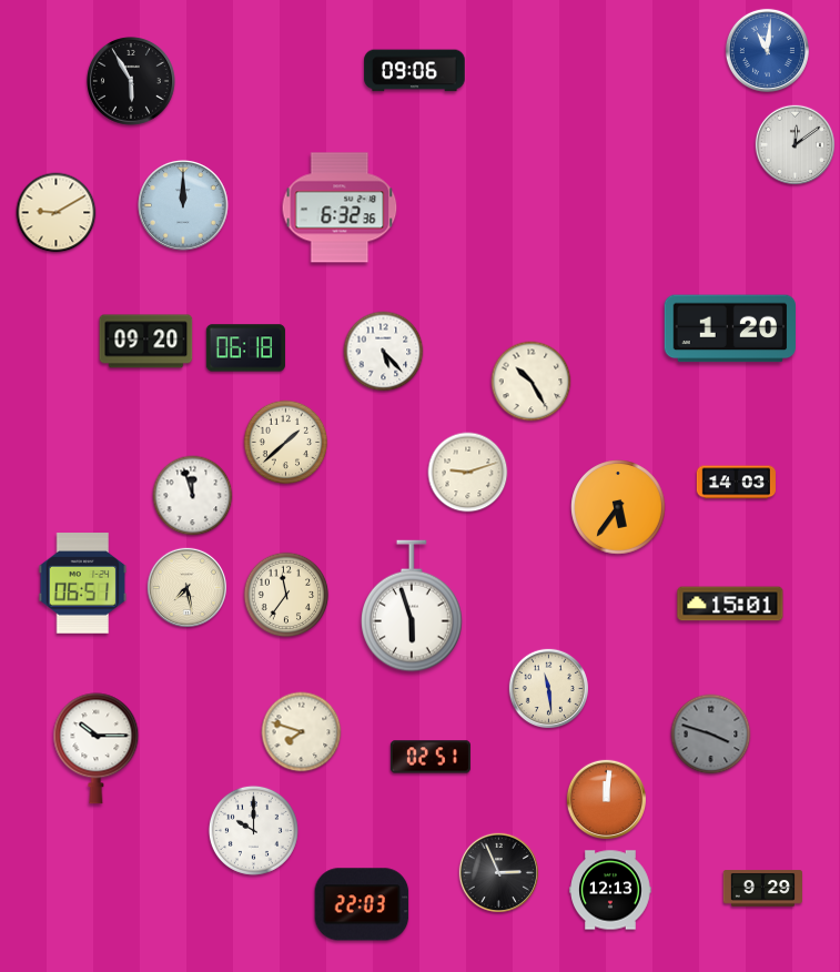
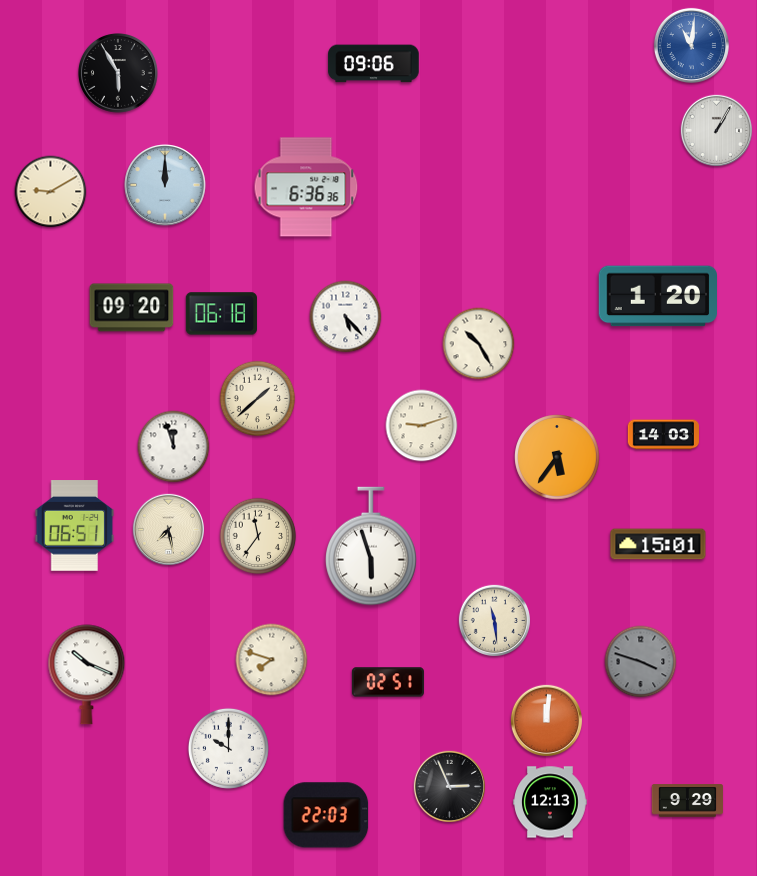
clock at (795, 144): 12:09 -> 1:05
clock at (340, 207): 6:32 -> 6:36
clock at (97, 749): 10:15 -> 10:19
